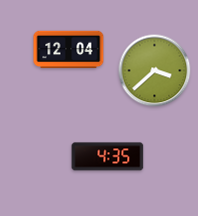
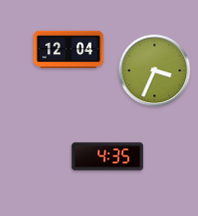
clock at (155, 71): 3:38 -> 3:34
